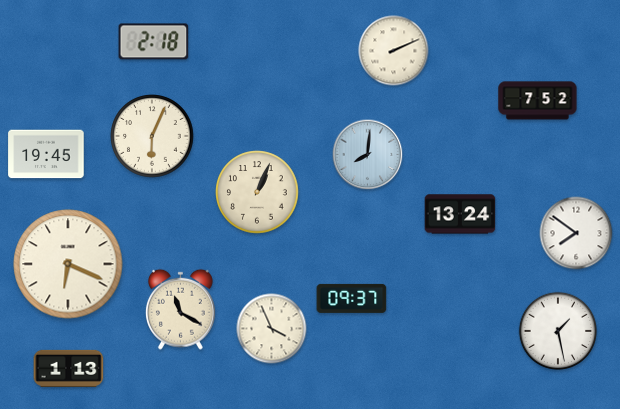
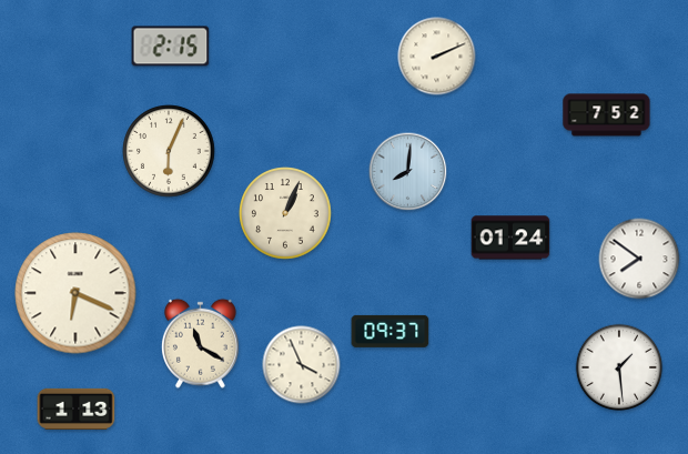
clock at (154, 42): 2:18 -> 2:15
clock at (538, 101) position: (538, 101) -> (607, 115)
clock at (46, 154): 19:45 -> none
clock at (460, 214): 13:24 -> 01:24
clock at (558, 331): 1:28 -> 1:29
